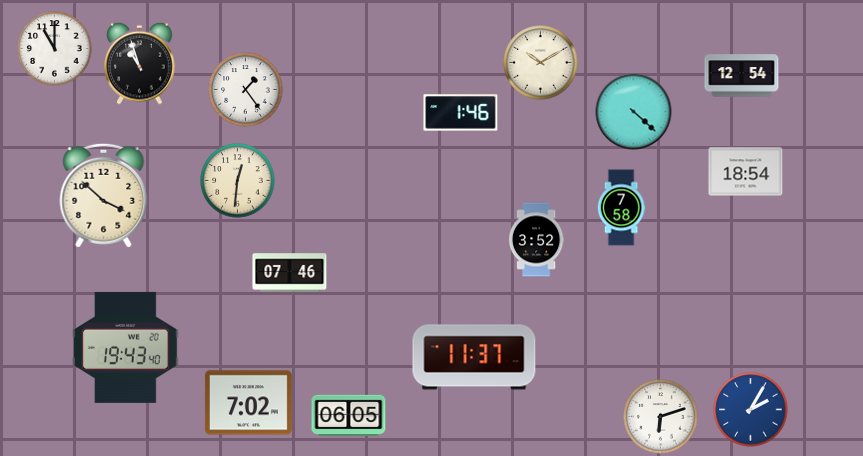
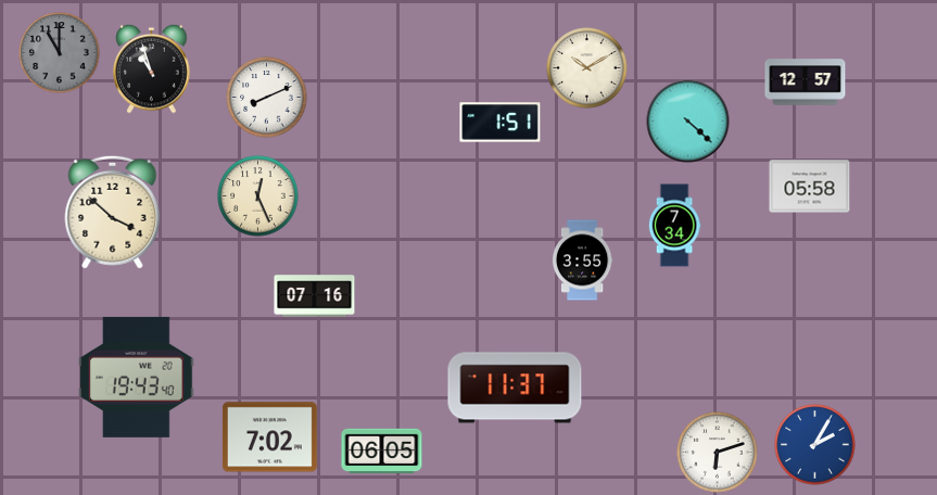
clock at (55, 49) dial: white -> grey
clock at (742, 76): 12:54 -> 12:57
clock at (246, 90): 1:24 -> 8:11
clock at (461, 113): 1:46 -> 1:51
clock at (746, 172): 18:54 -> 05:58
clock at (238, 181): 12:31 -> 12:26
clock at (621, 208): 7:58 -> 7:34
clock at (536, 240): 3:52 -> 3:55
clock at (290, 273): 07:46 -> 07:16
clock at (349, 416) position: (349, 416) -> (382, 452)
